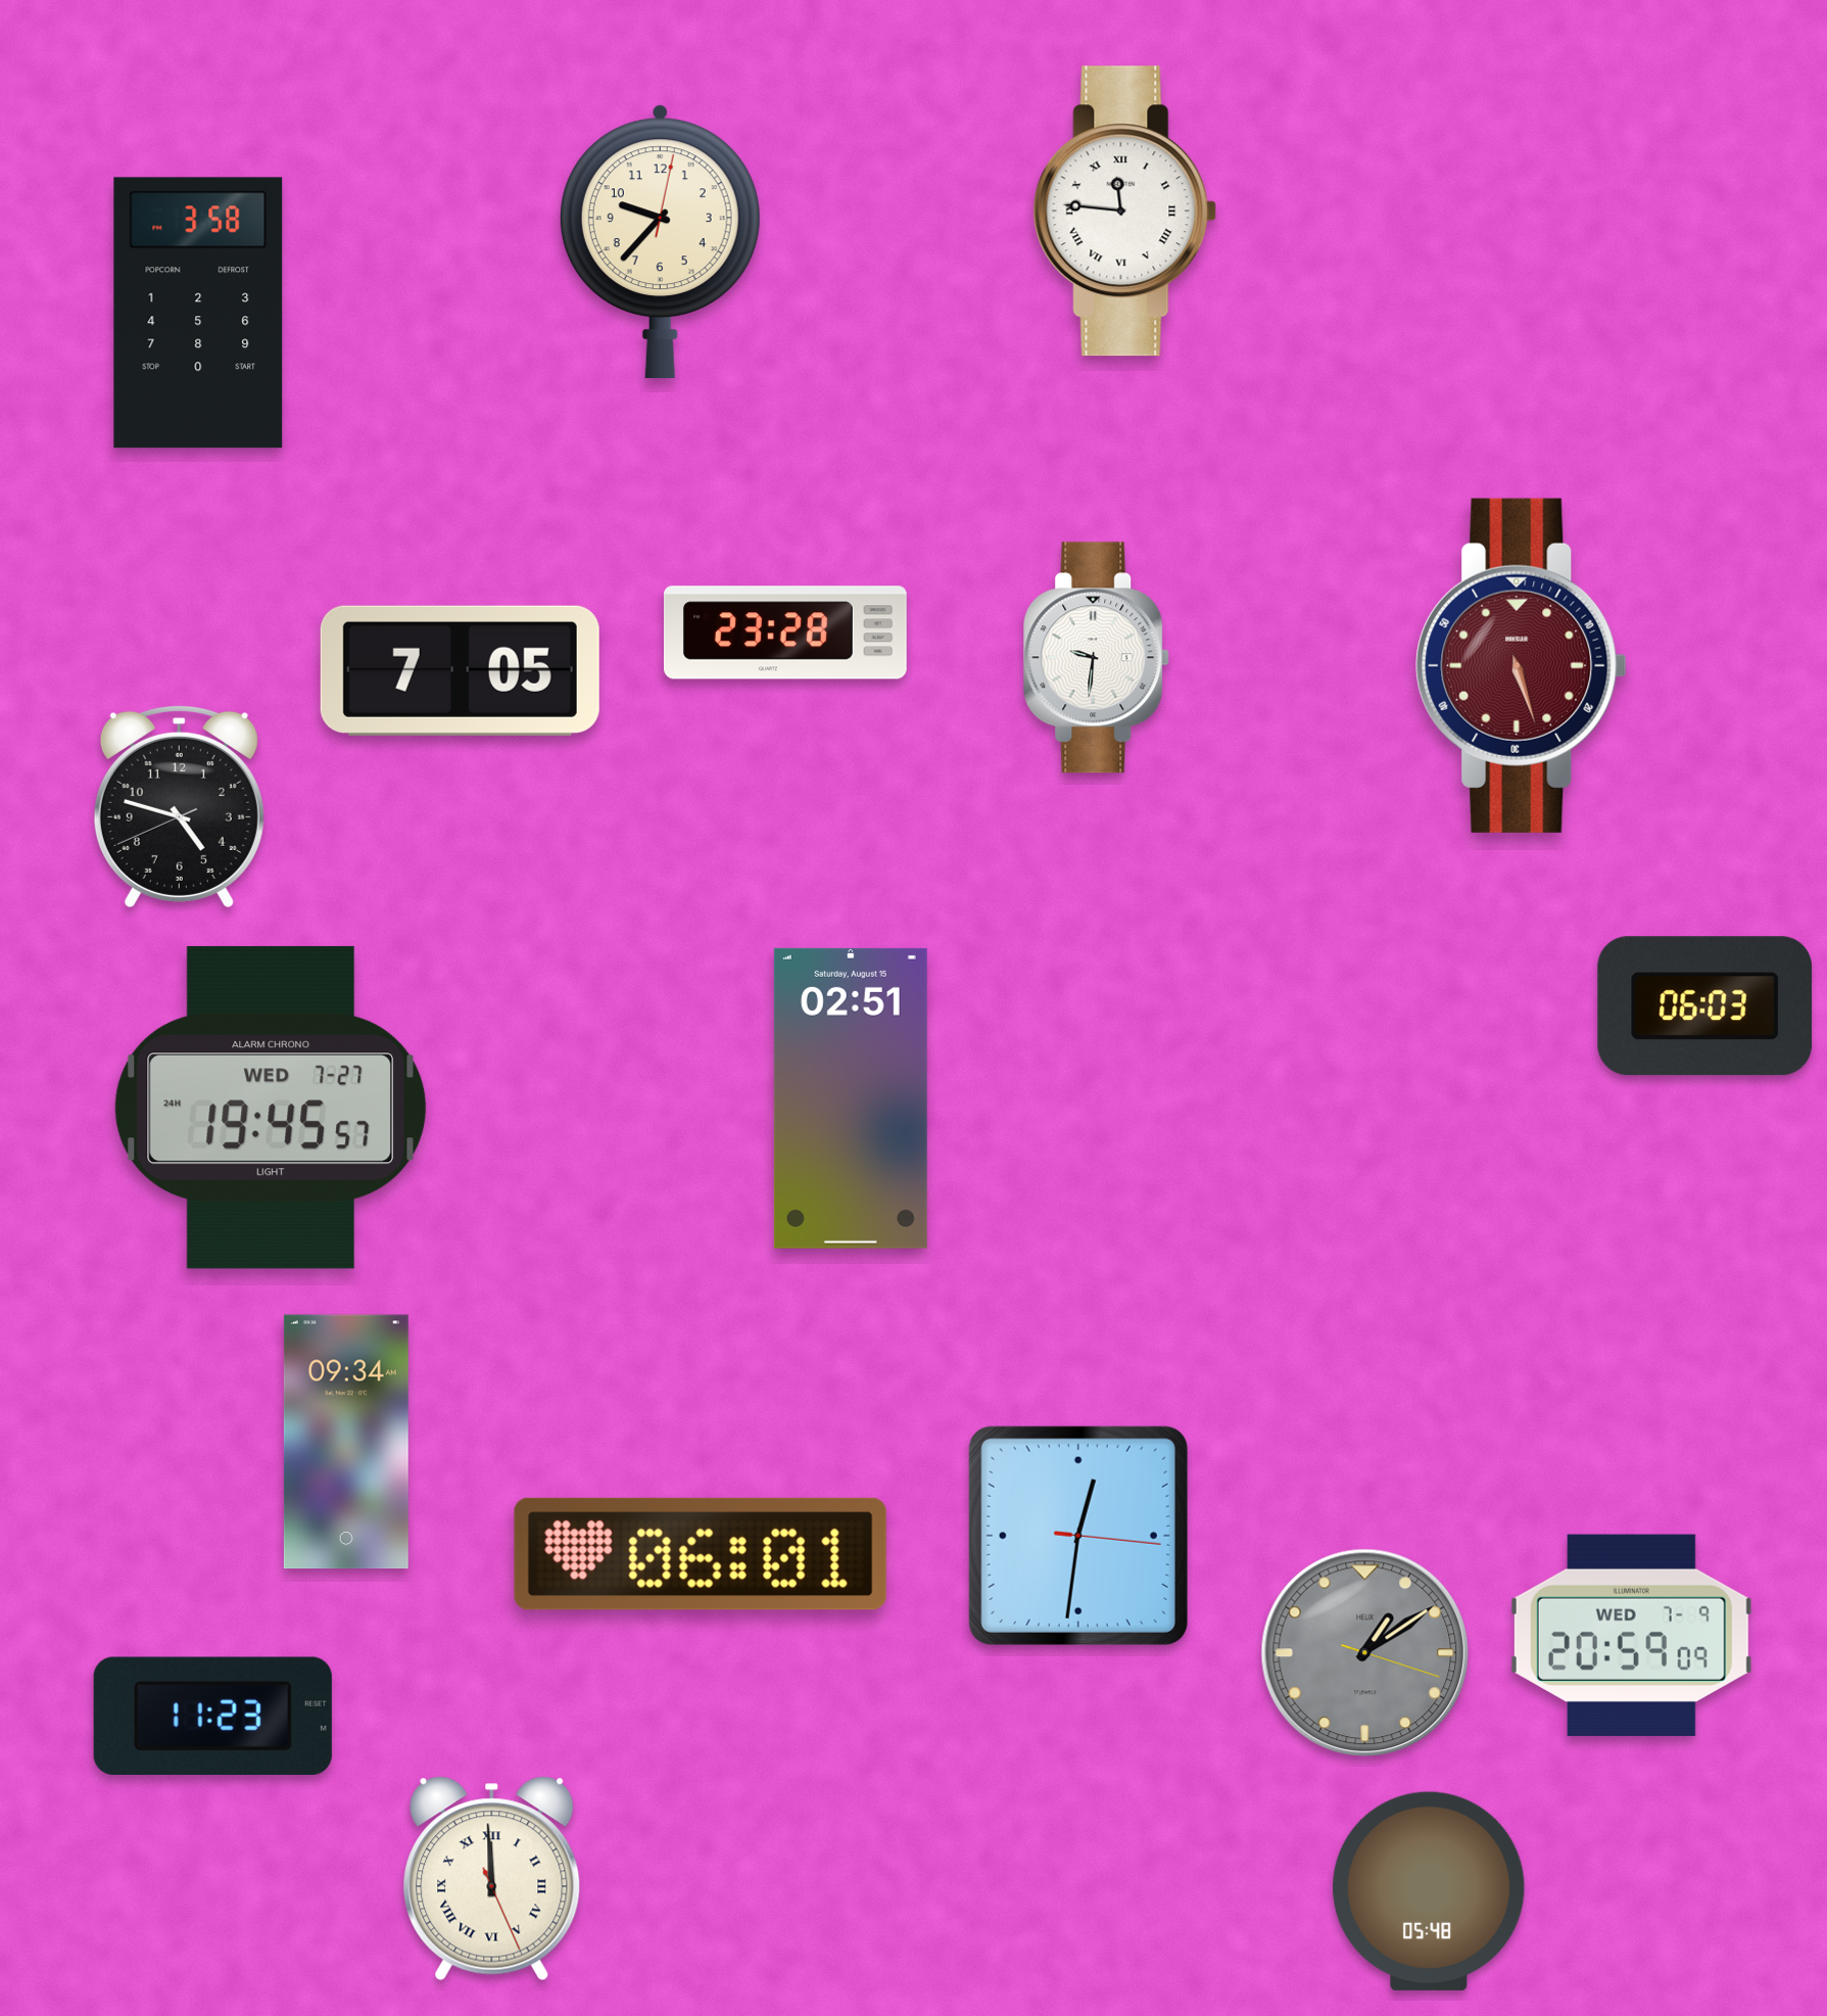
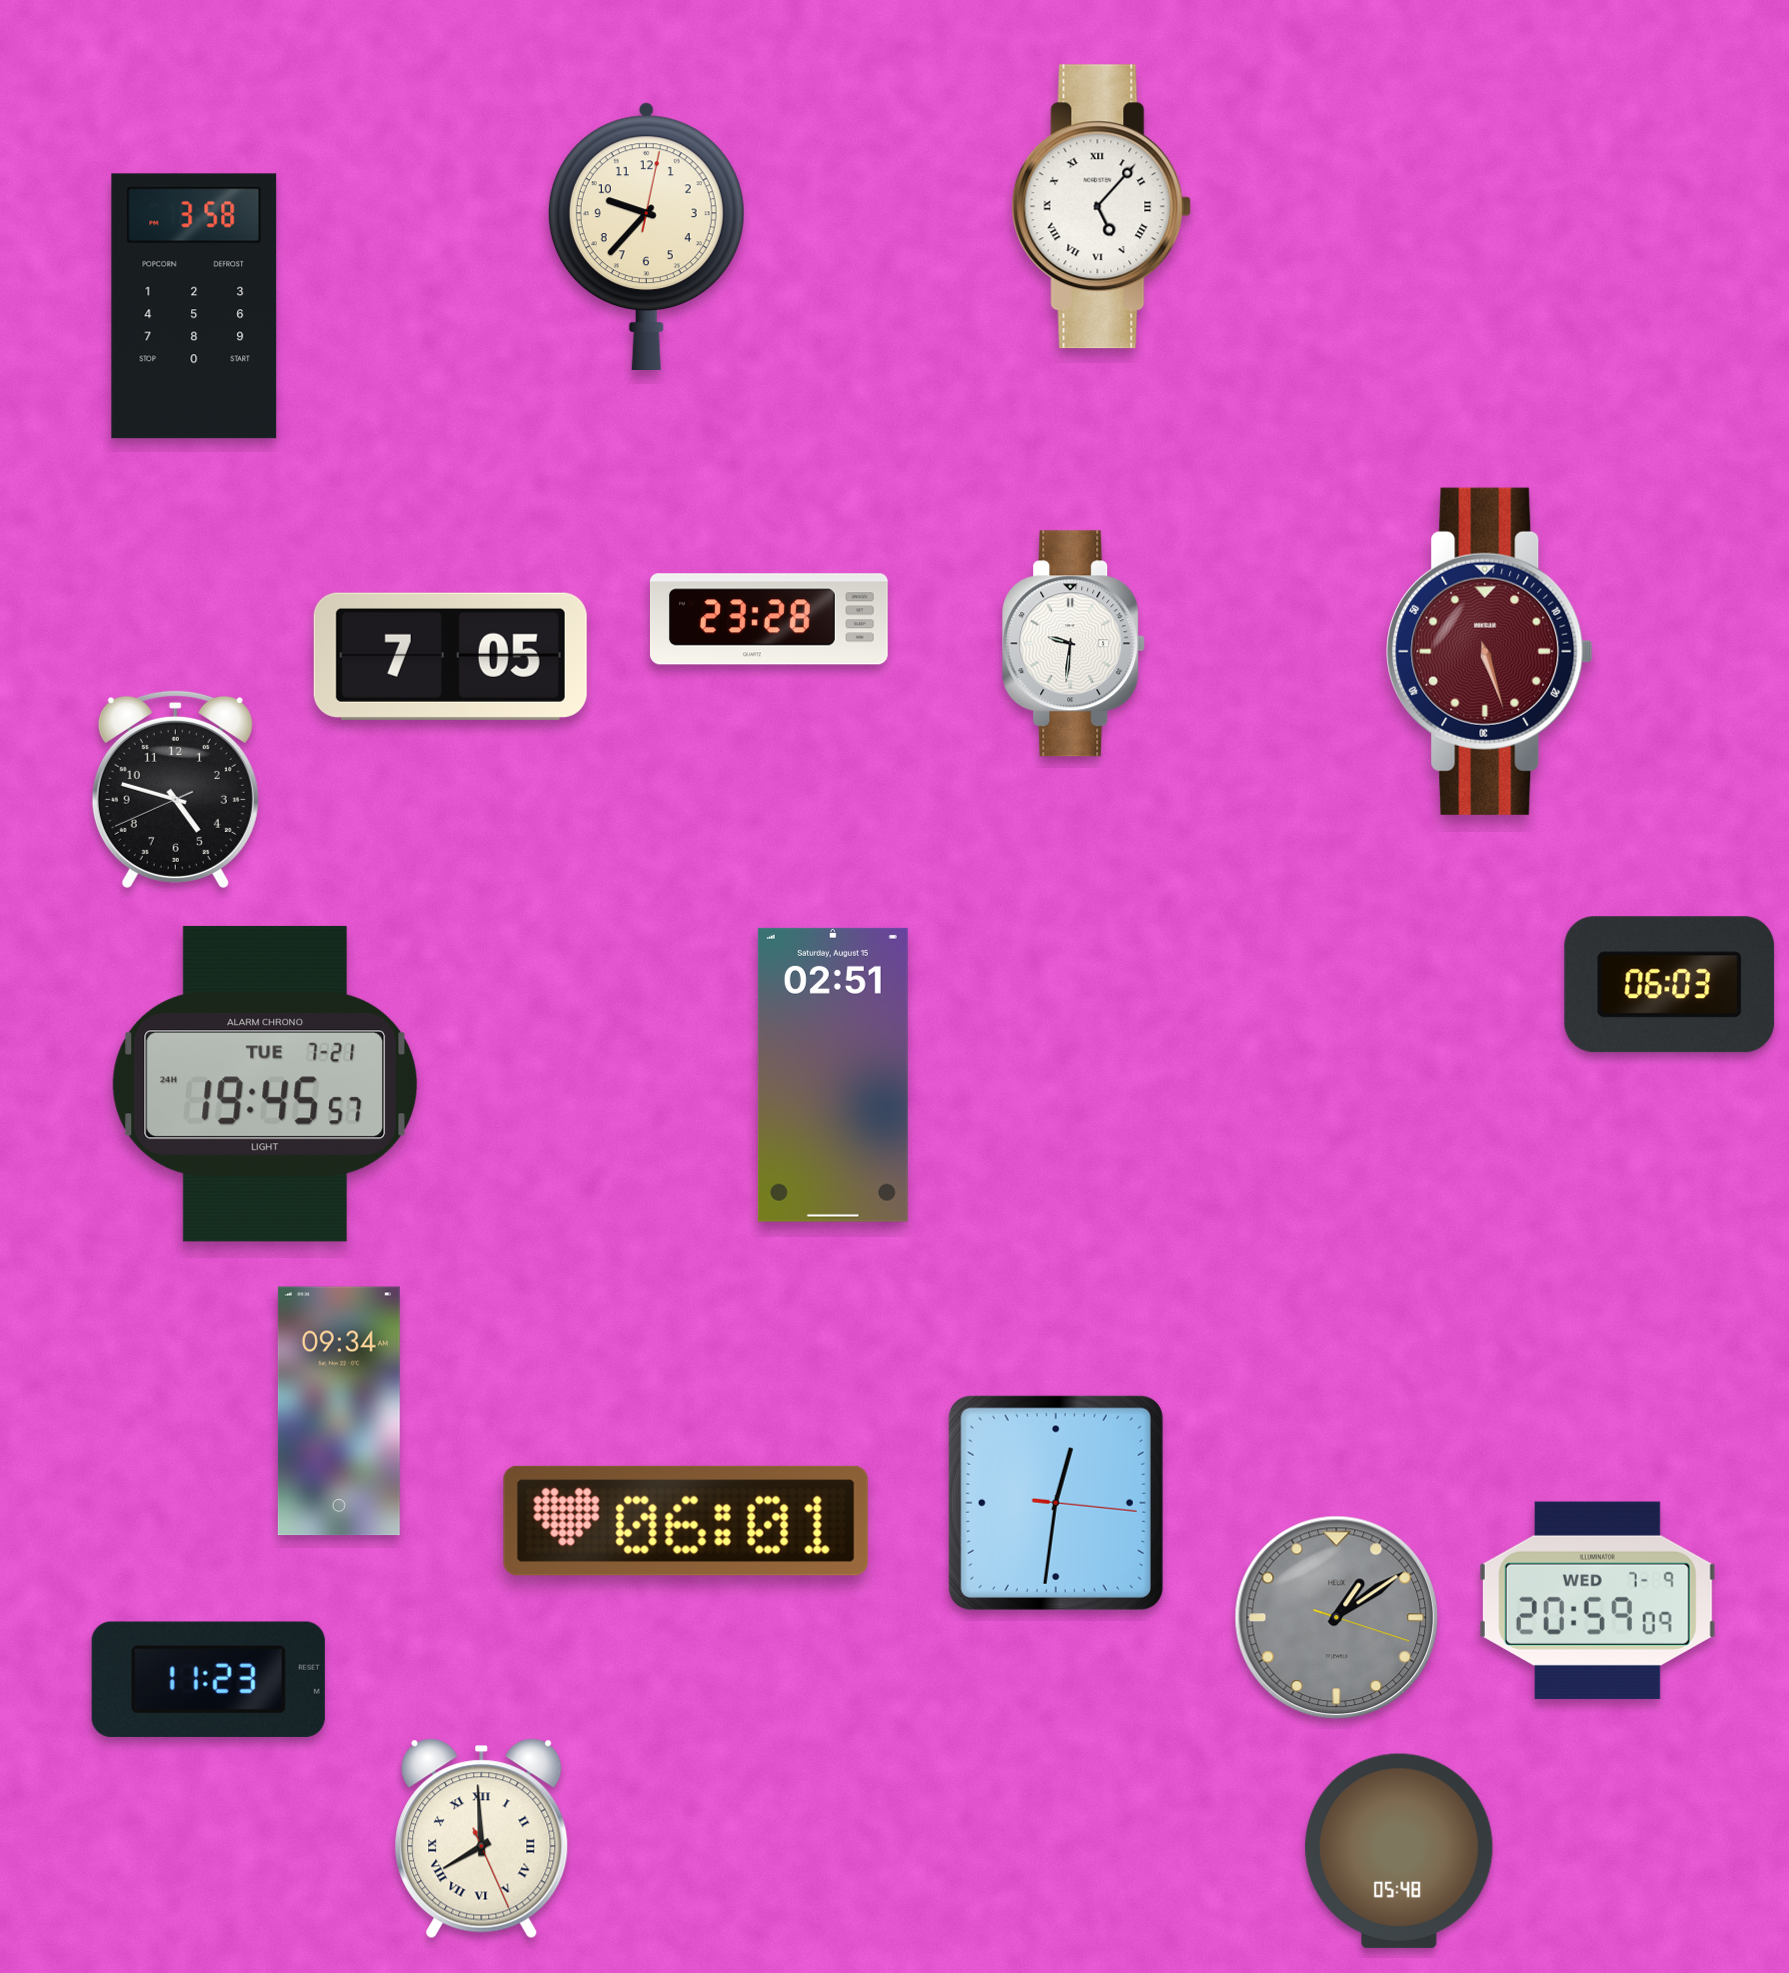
clock at (1125, 212): 11:46 -> 5:07
clock at (271, 1108) date: WED 7-27 -> TUE 7-21
clock at (492, 1879): 11:59 -> 7:59
